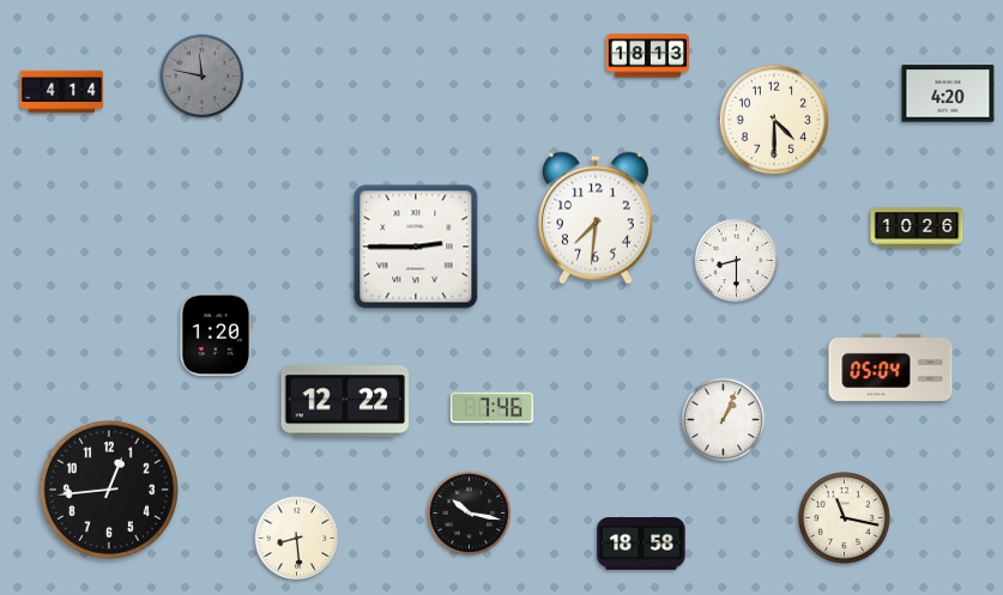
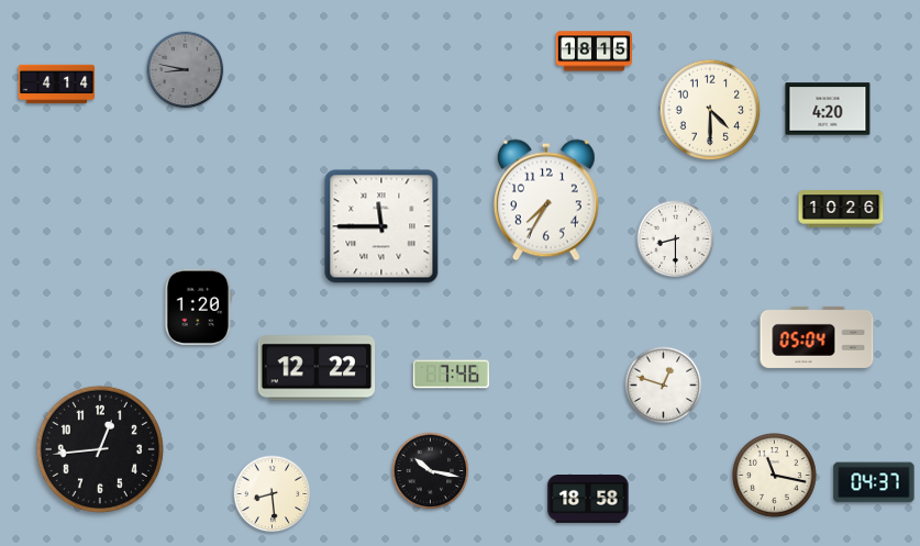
clock at (647, 56): 18:13 -> 18:15
clock at (203, 77): 11:47 -> 8:47
clock at (948, 93) position: (948, 93) -> (828, 109)
clock at (596, 218): 7:31 -> 7:35
clock at (416, 247): 2:45 -> 11:45
clock at (724, 420): 1:04 -> 12:48
clock at (874, 482): none -> 04:37
